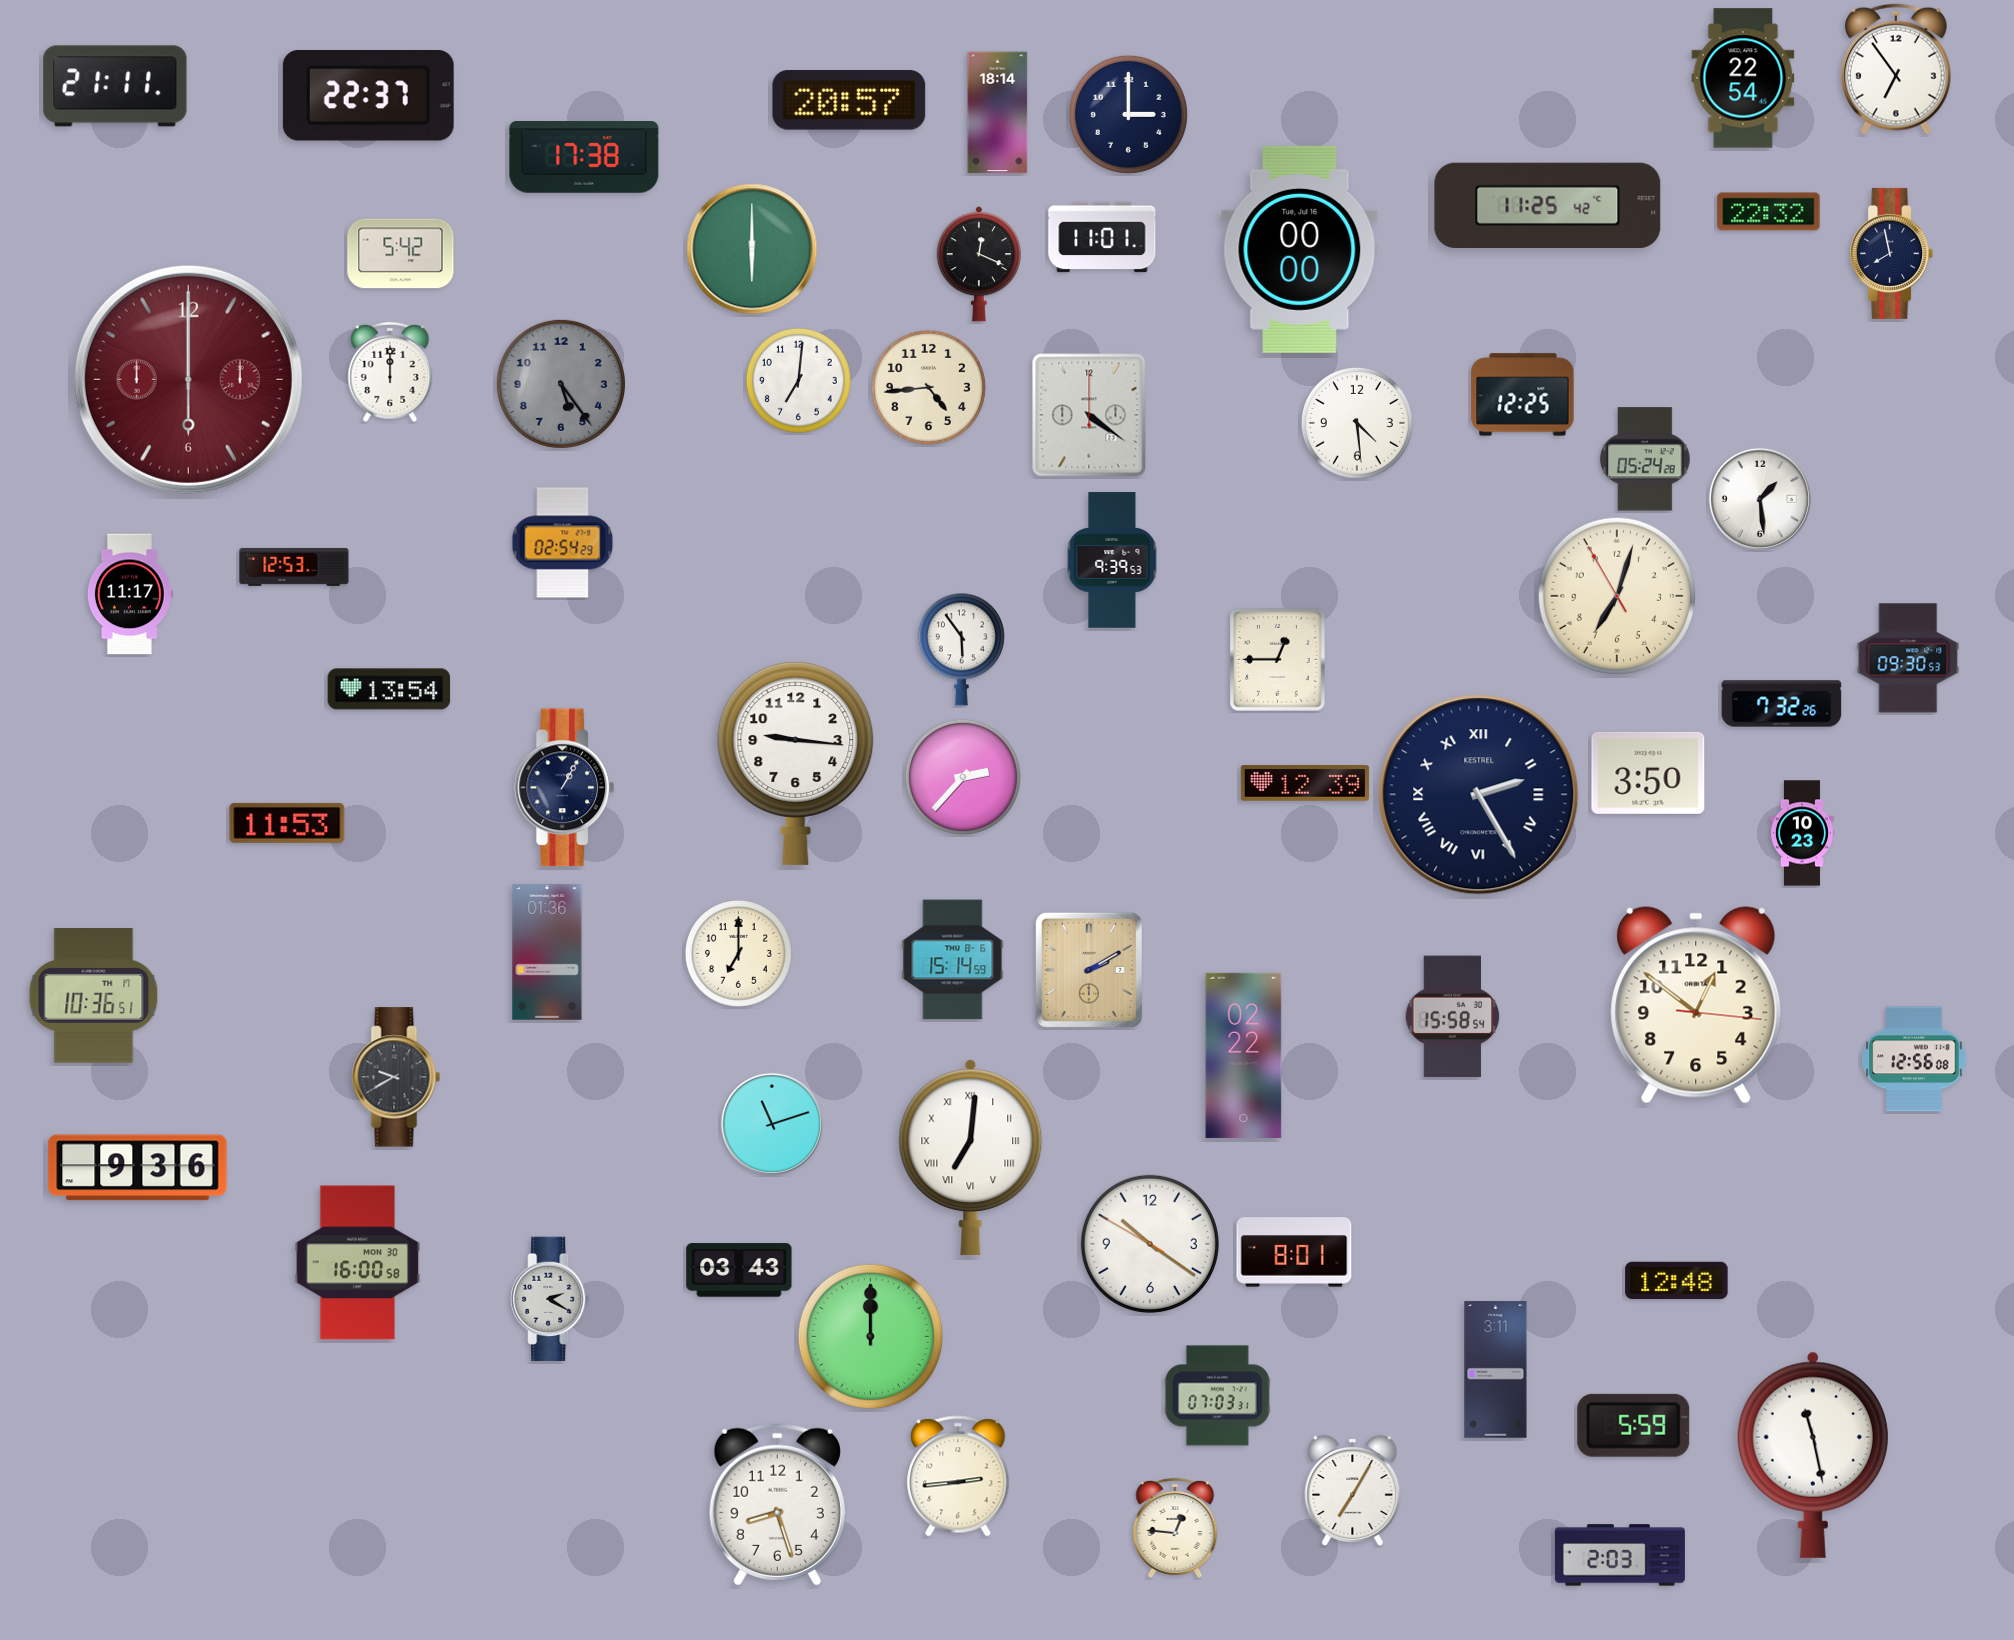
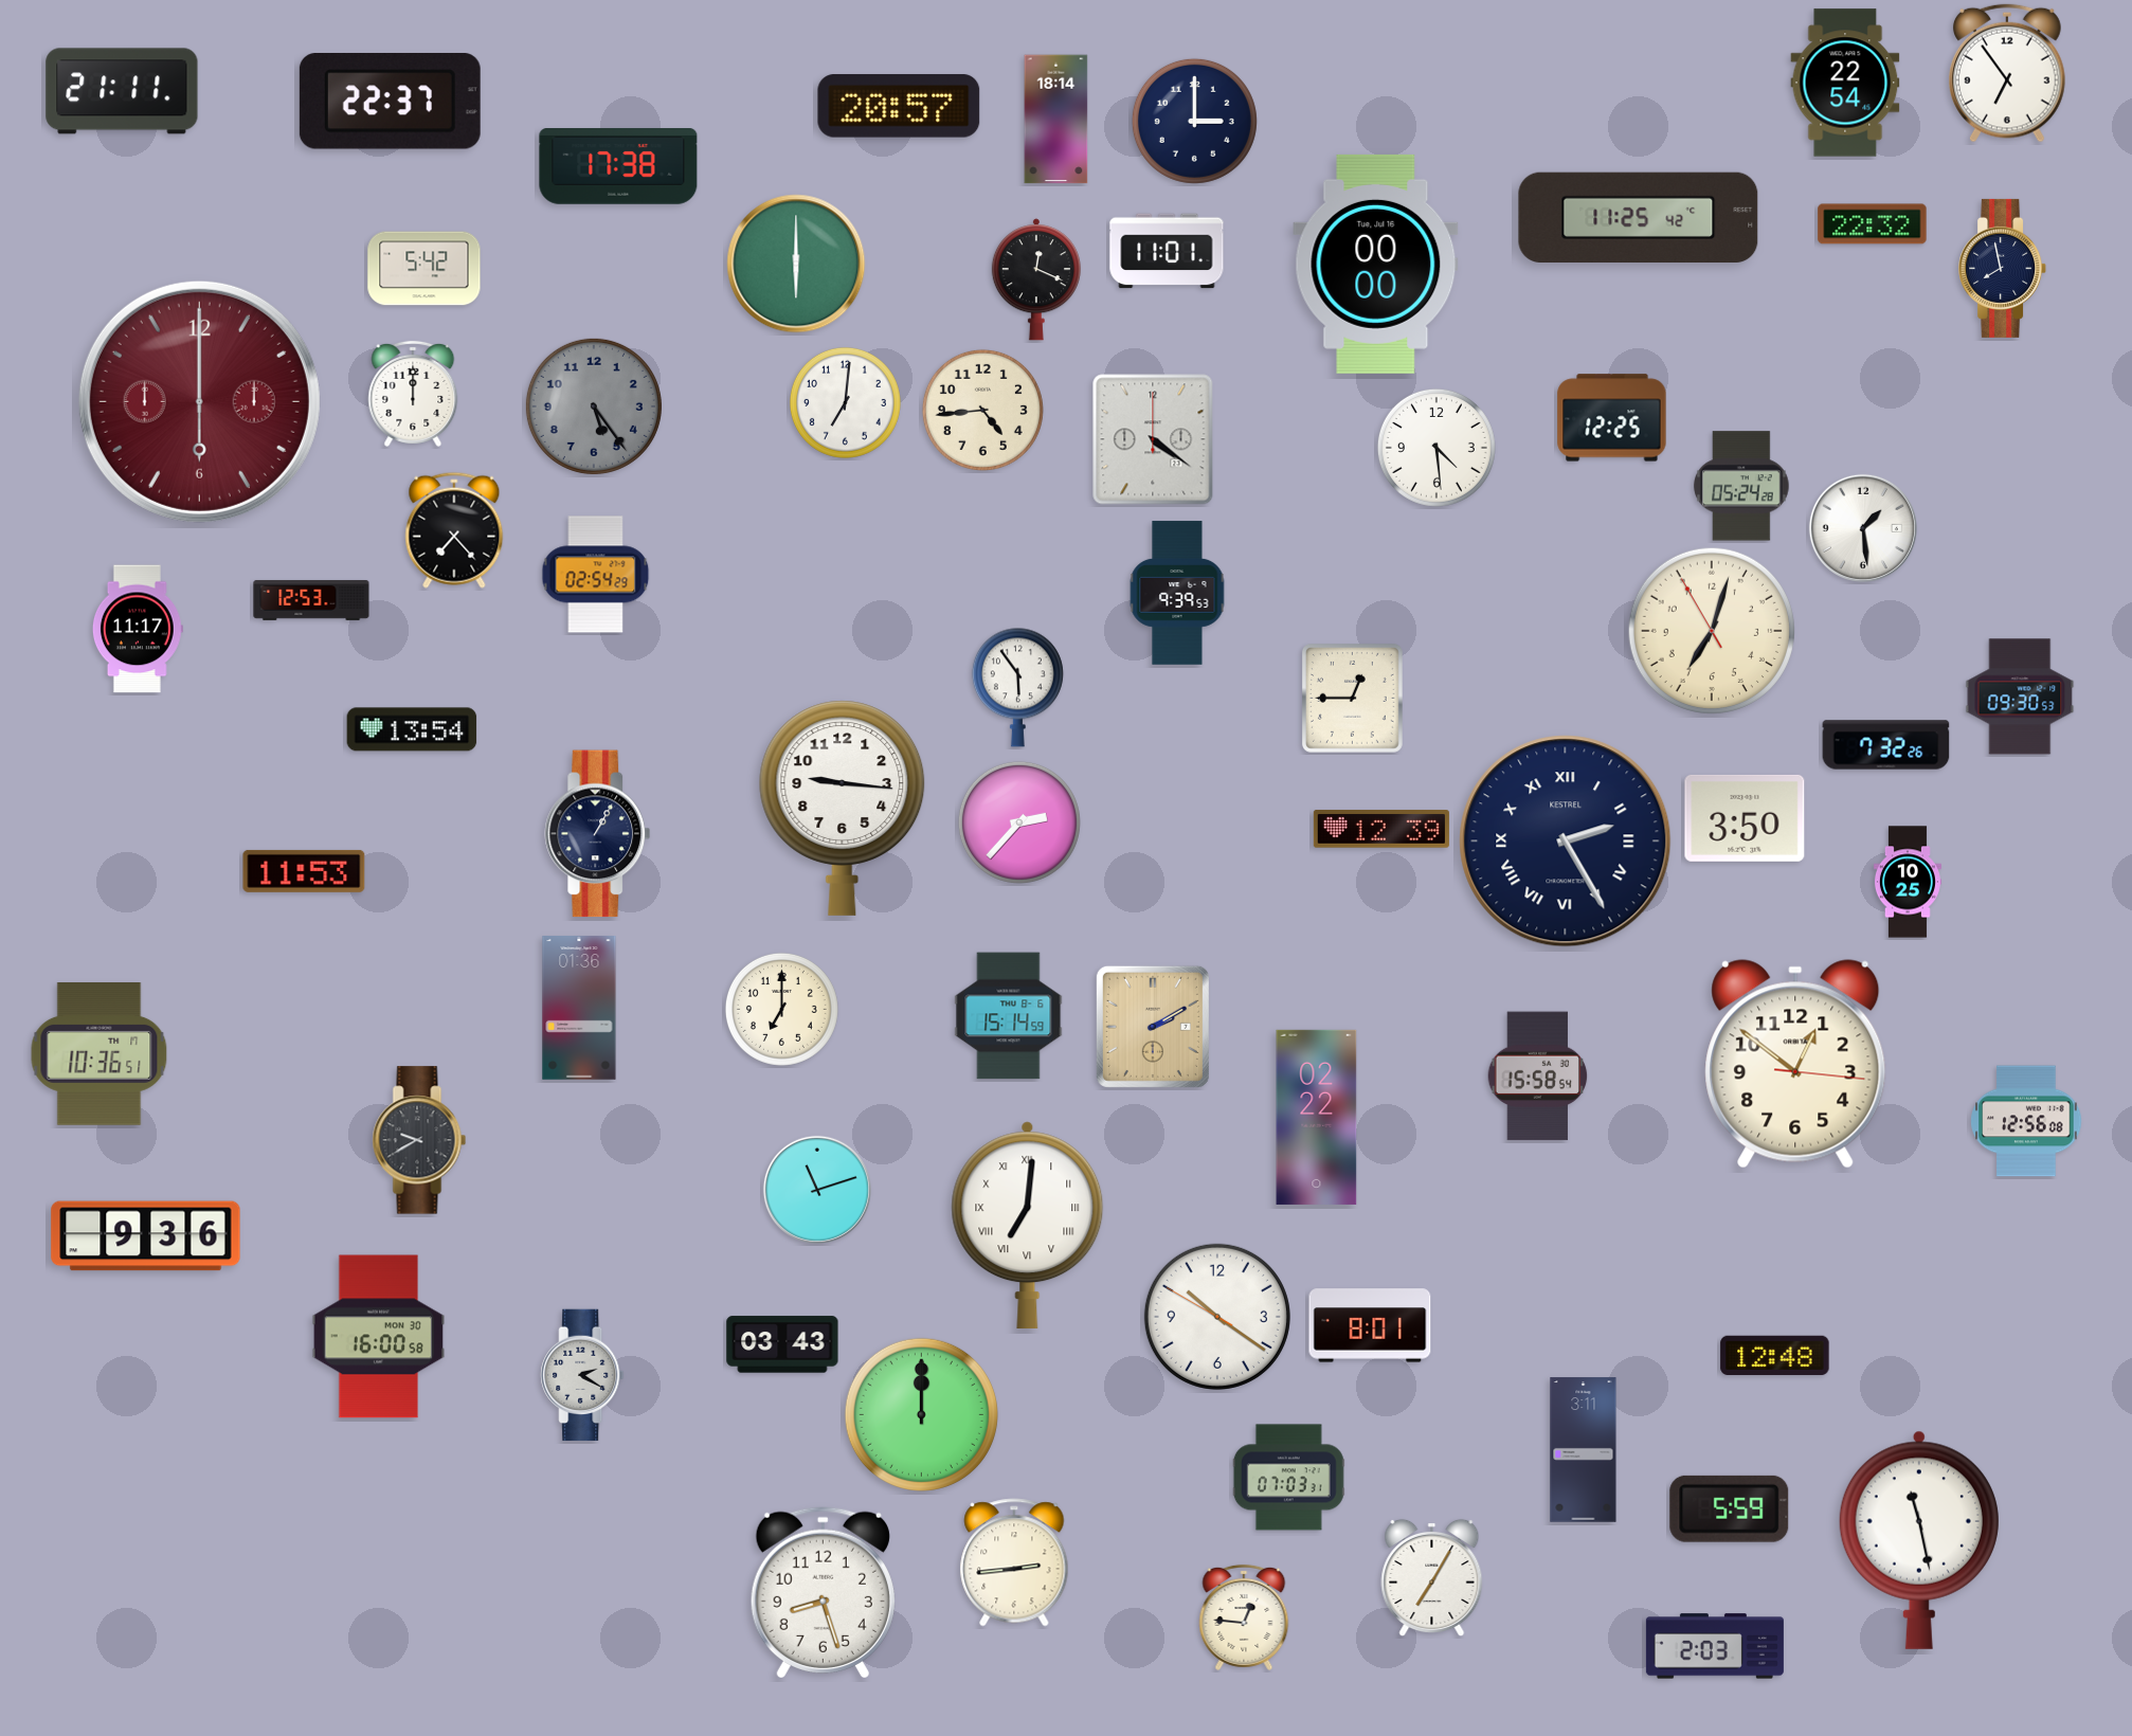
clock at (454, 530): none -> 7:23
clock at (1802, 833): 10:23 -> 10:25
